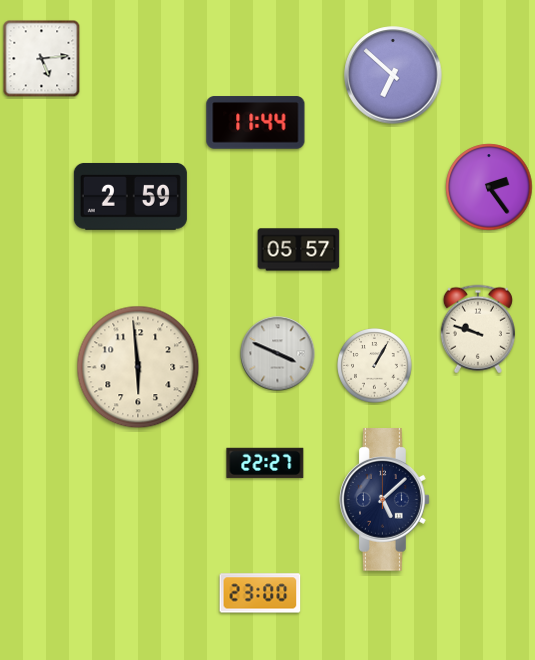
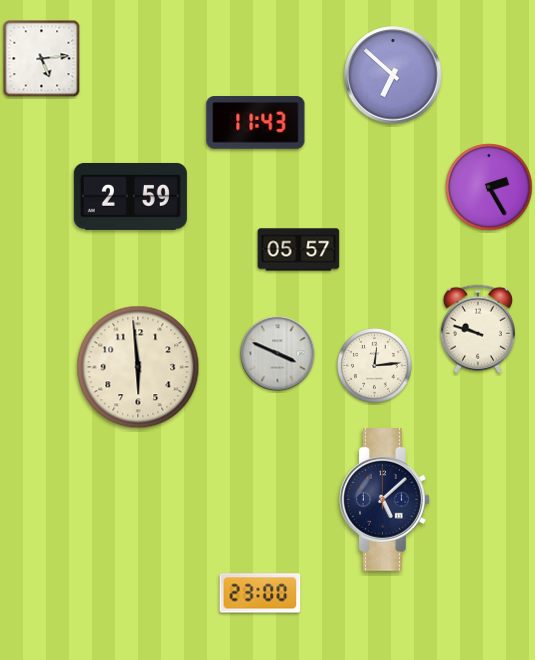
clock at (256, 123): 11:44 -> 11:43
clock at (489, 187): 2:24 -> 2:25
clock at (375, 366): 1:05 -> 12:14
clock at (265, 463): 22:27 -> none
